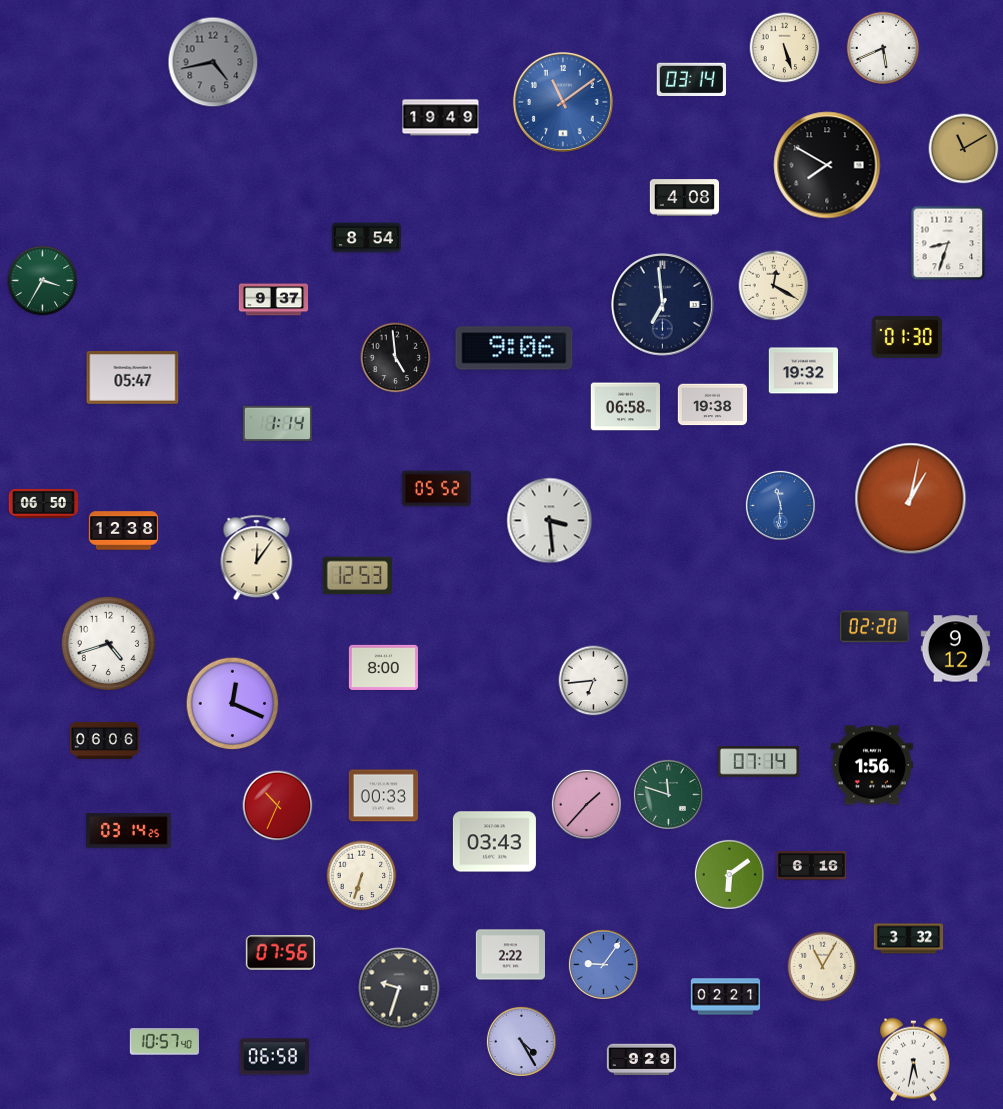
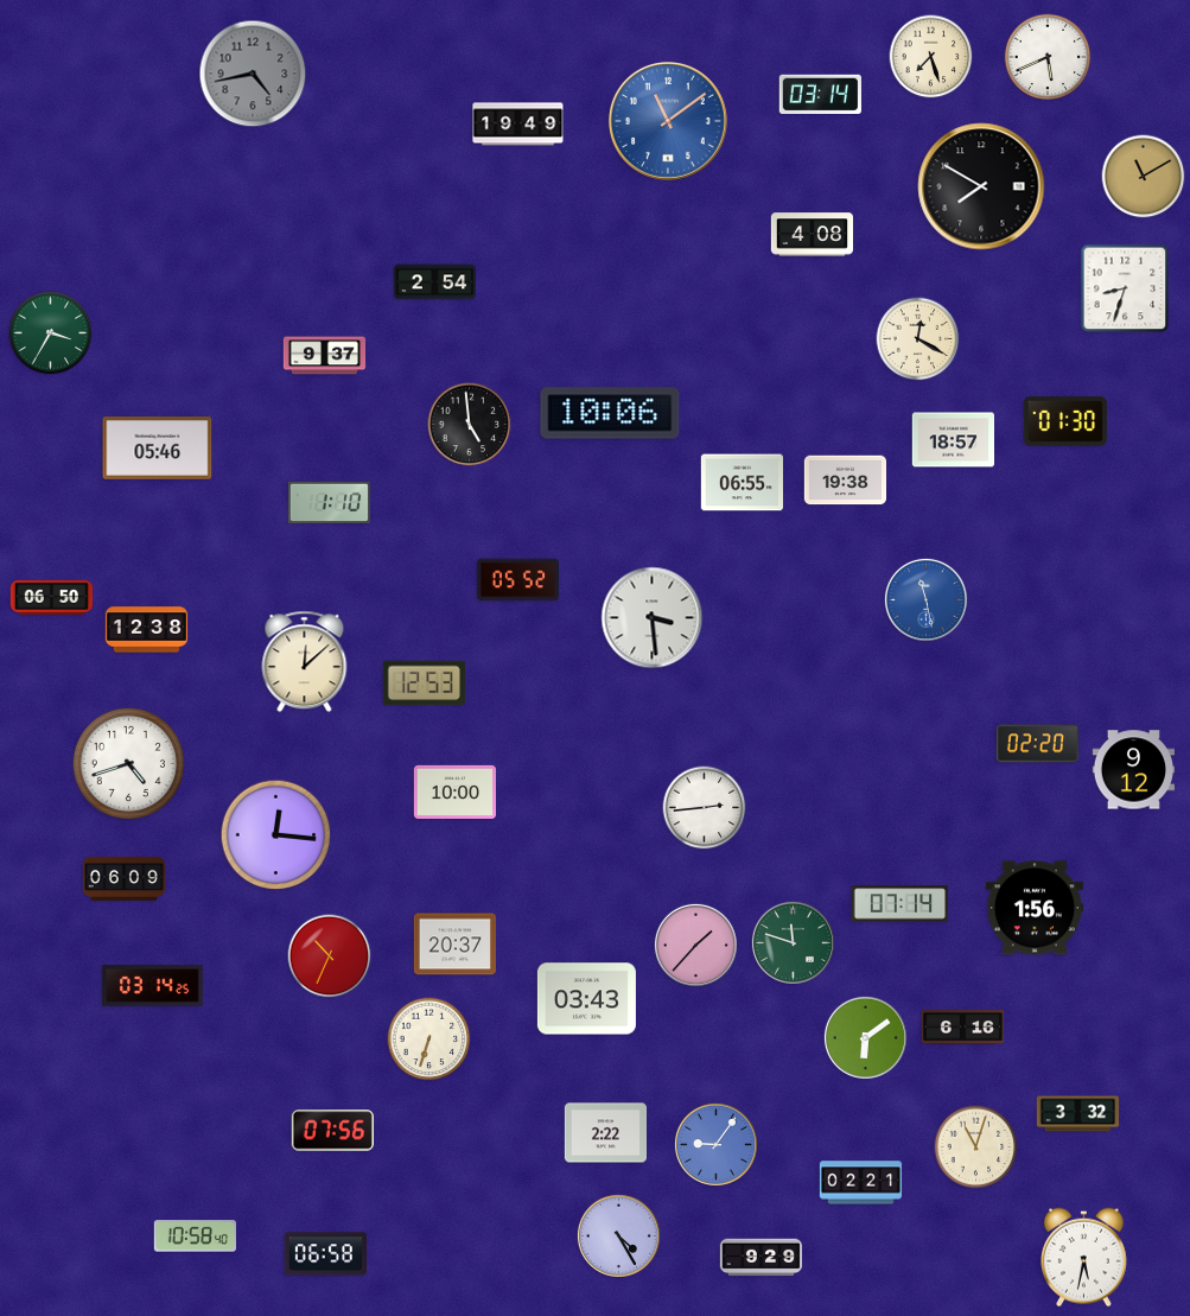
clock at (785, 48): 5:27 -> 7:27
clock at (441, 118) position: (441, 118) -> (518, 125)
clock at (827, 165) position: (827, 165) -> (981, 186)
clock at (367, 238): 8:54 -> 2:54
clock at (663, 305): 6:59 -> none
clock at (907, 337) position: (907, 337) -> (1065, 421)
clock at (514, 348): 9:06 -> 10:06
clock at (803, 371): 19:32 -> 18:57
clock at (133, 378): 05:47 -> 05:46
clock at (625, 407): 06:58 -> 06:55
clock at (277, 424): 1:14 -> 1:10
clock at (911, 499): 1:02 -> none
clock at (780, 505): 11:31 -> 11:28
clock at (257, 558): 12:06 -> 12:08
clock at (383, 667): 8:00 -> 10:00
clock at (594, 681): 6:44 -> 2:44
clock at (233, 704): 12:19 -> 12:16
clock at (105, 740): 06:06 -> 06:09
clock at (383, 796): 00:33 -> 20:37
clock at (586, 804) position: (586, 804) -> (695, 945)
clock at (823, 967): 11:05 -> 11:03
clock at (399, 988): 9:33 -> none
clock at (164, 1042): 10:57 -> 10:58
